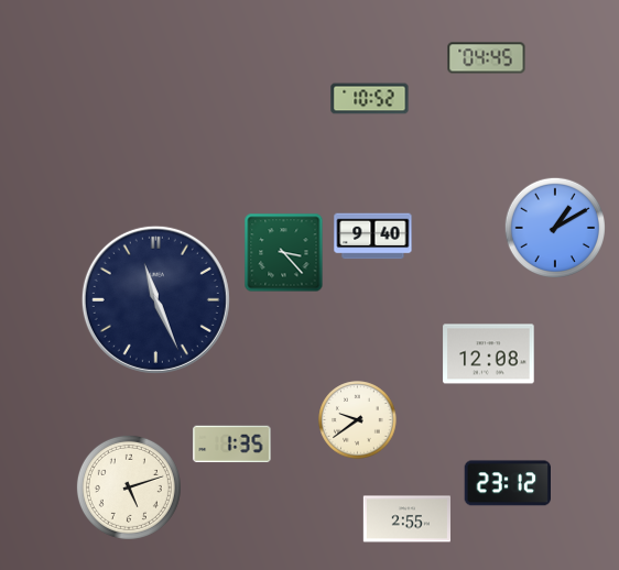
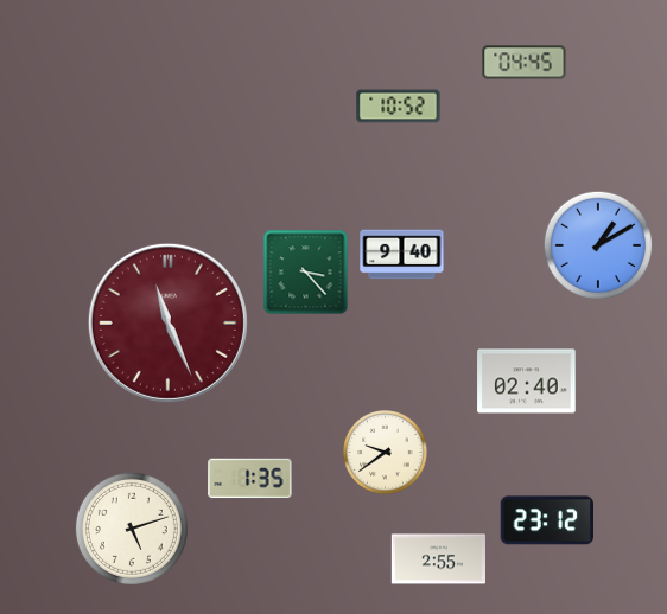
clock at (155, 299) dial: navy -> burgundy
clock at (489, 354): 12:08 -> 02:40
clock at (129, 487) position: (129, 487) -> (132, 529)
